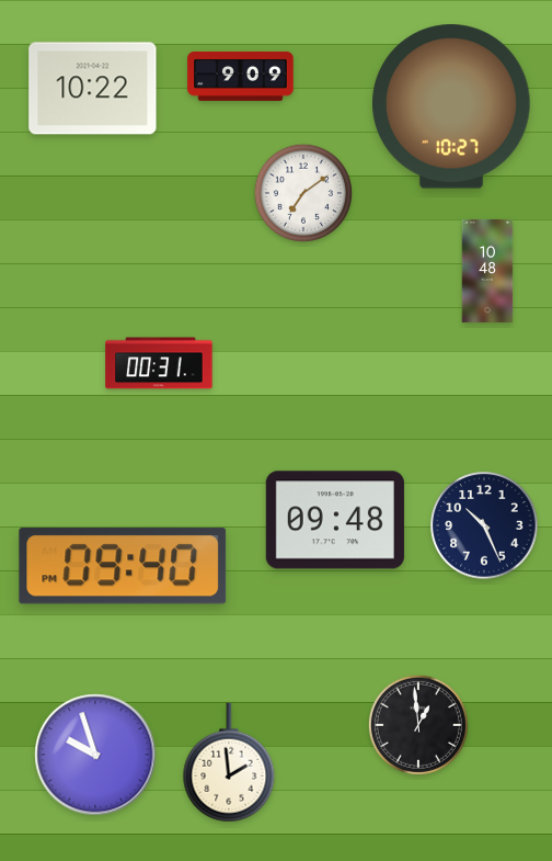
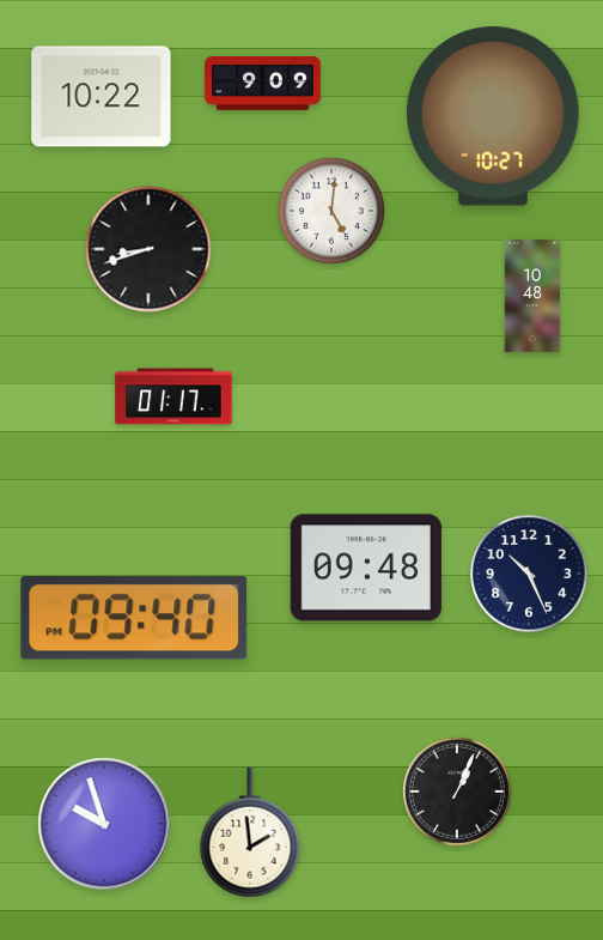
clock at (303, 193): 7:09 -> 5:01
clock at (148, 249): none -> 8:42
clock at (159, 363): 00:31 -> 01:17
clock at (418, 725): 12:59 -> 1:04
